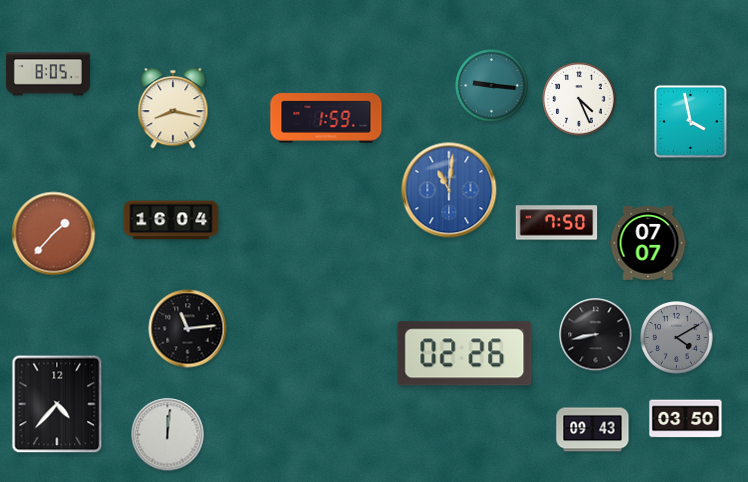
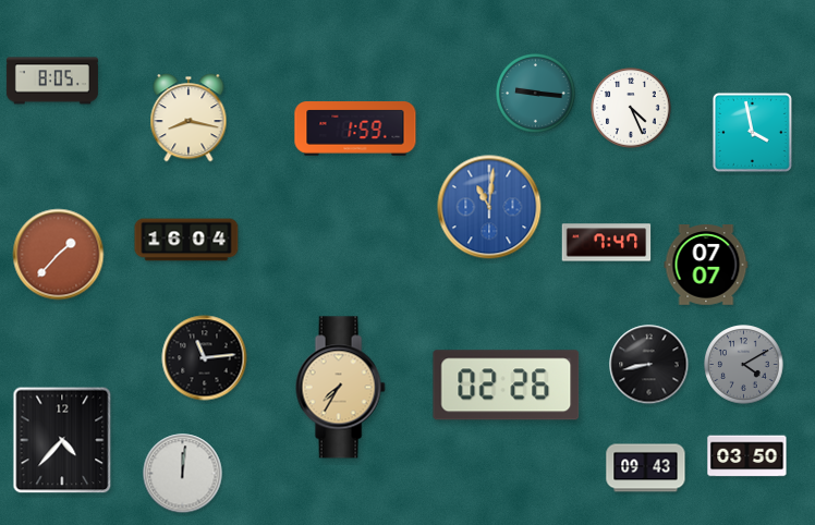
clock at (557, 223): 7:50 -> 7:47
clock at (677, 338) position: (677, 338) -> (744, 365)
clock at (340, 388): none -> 7:35
